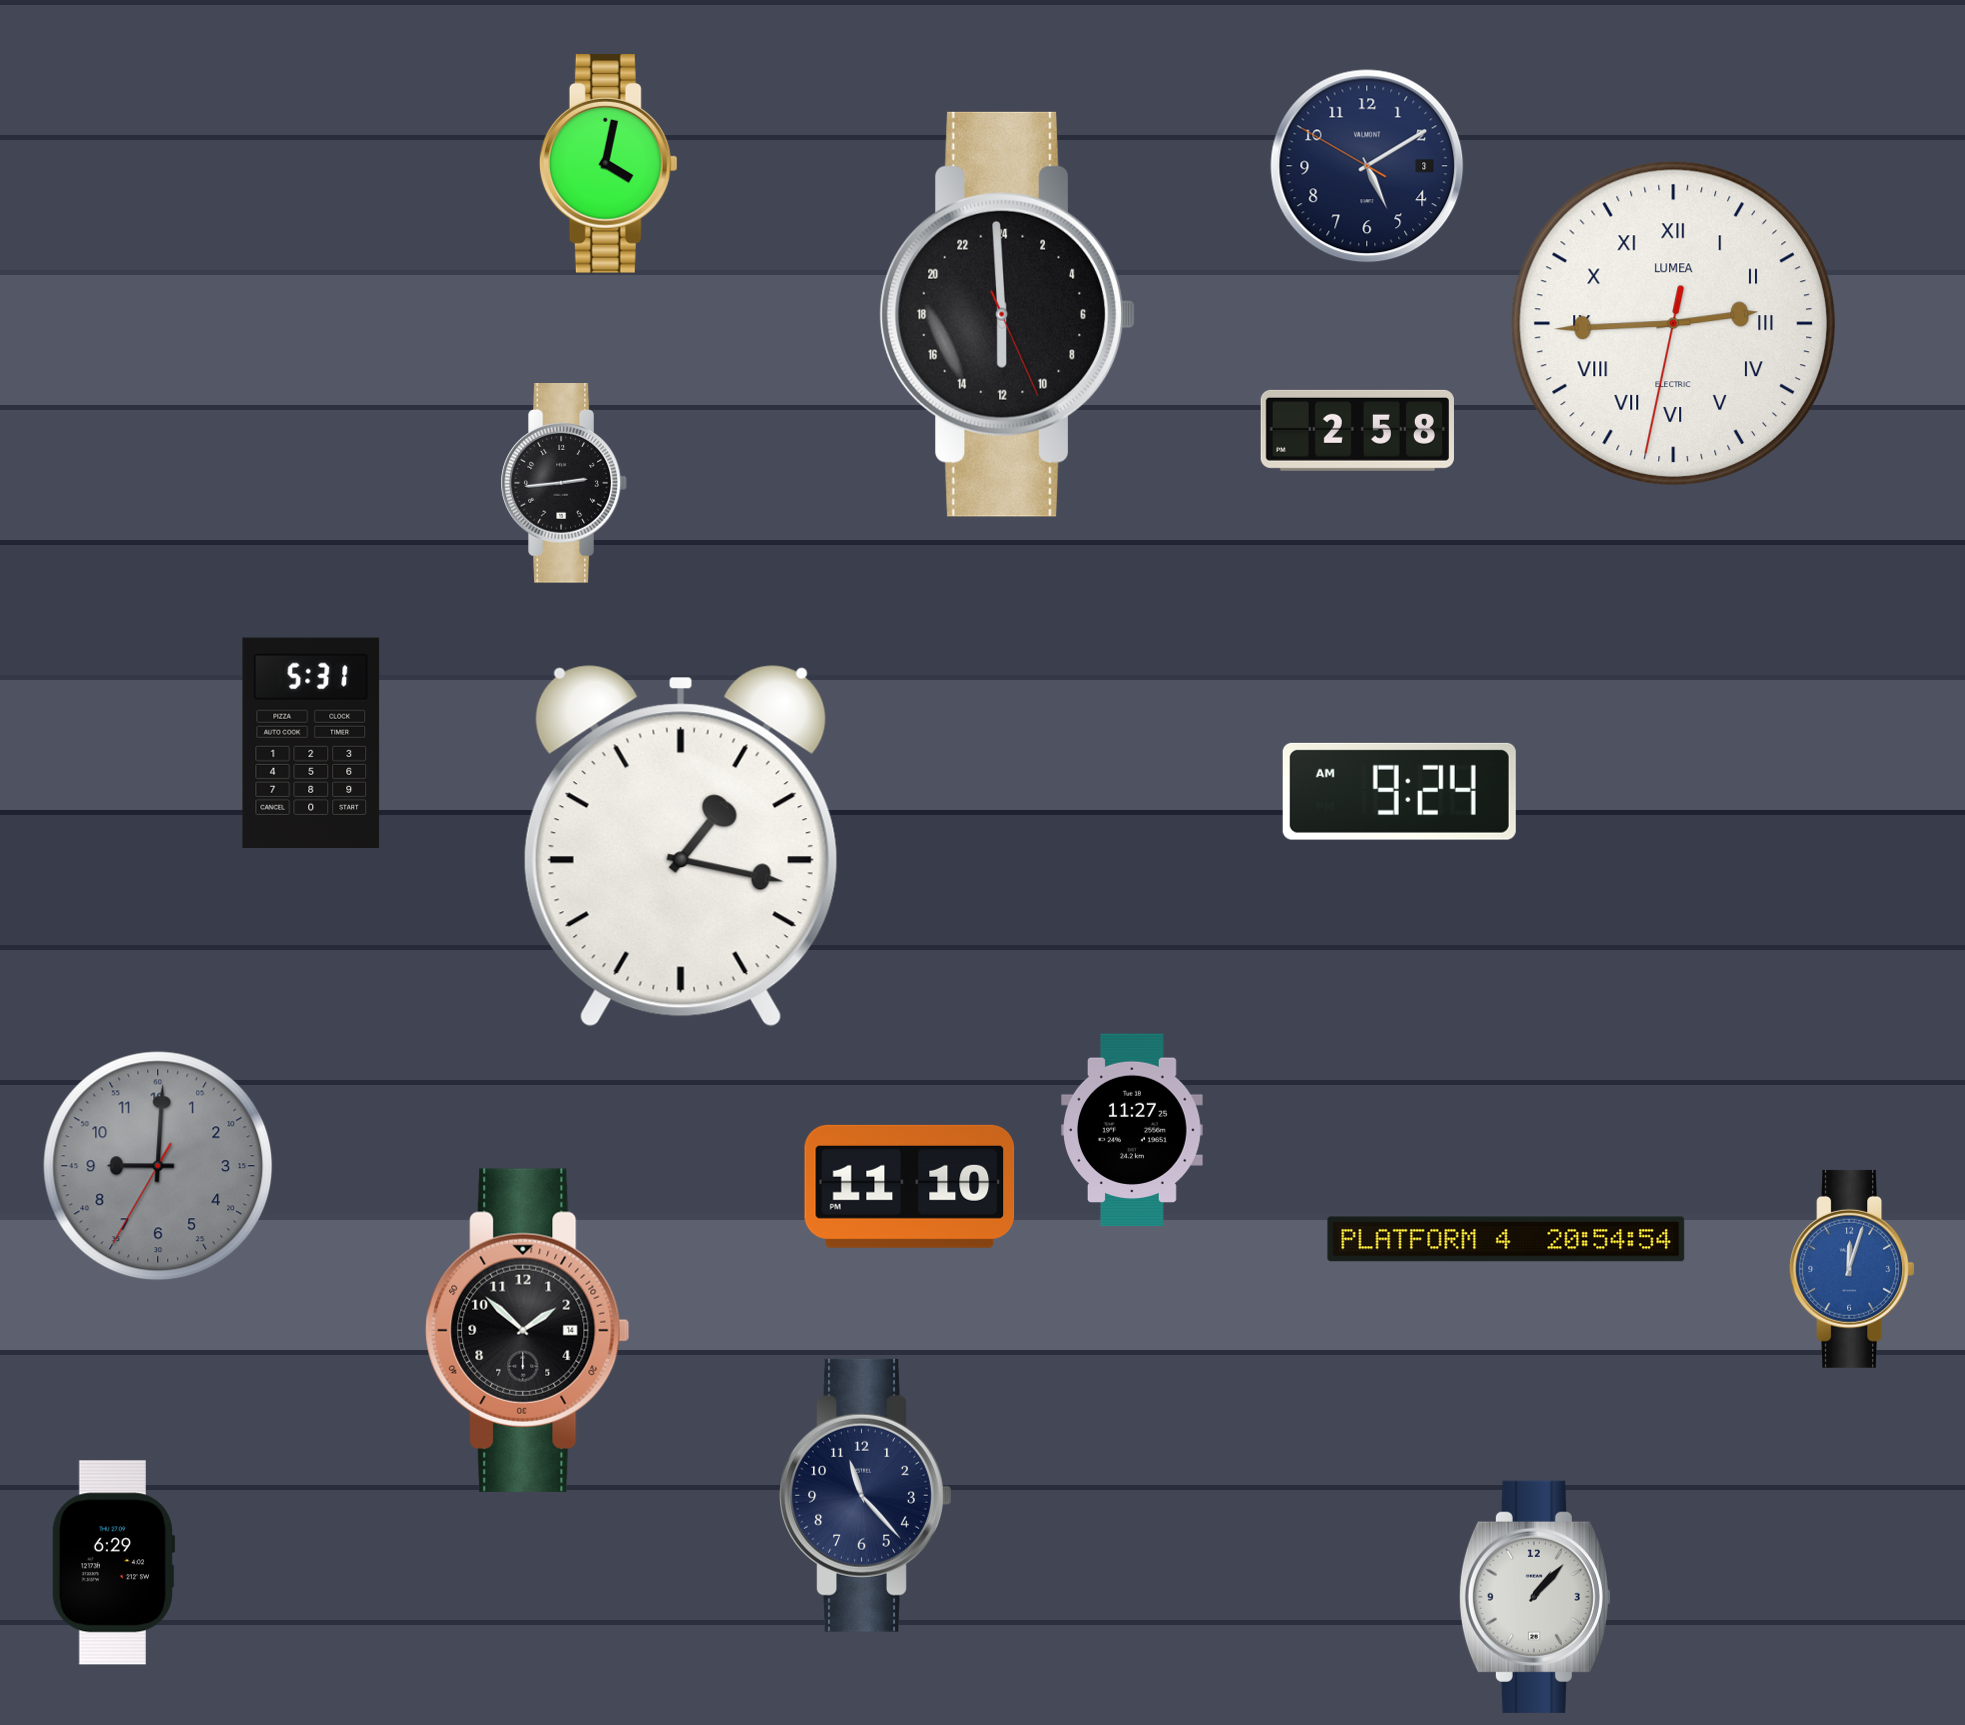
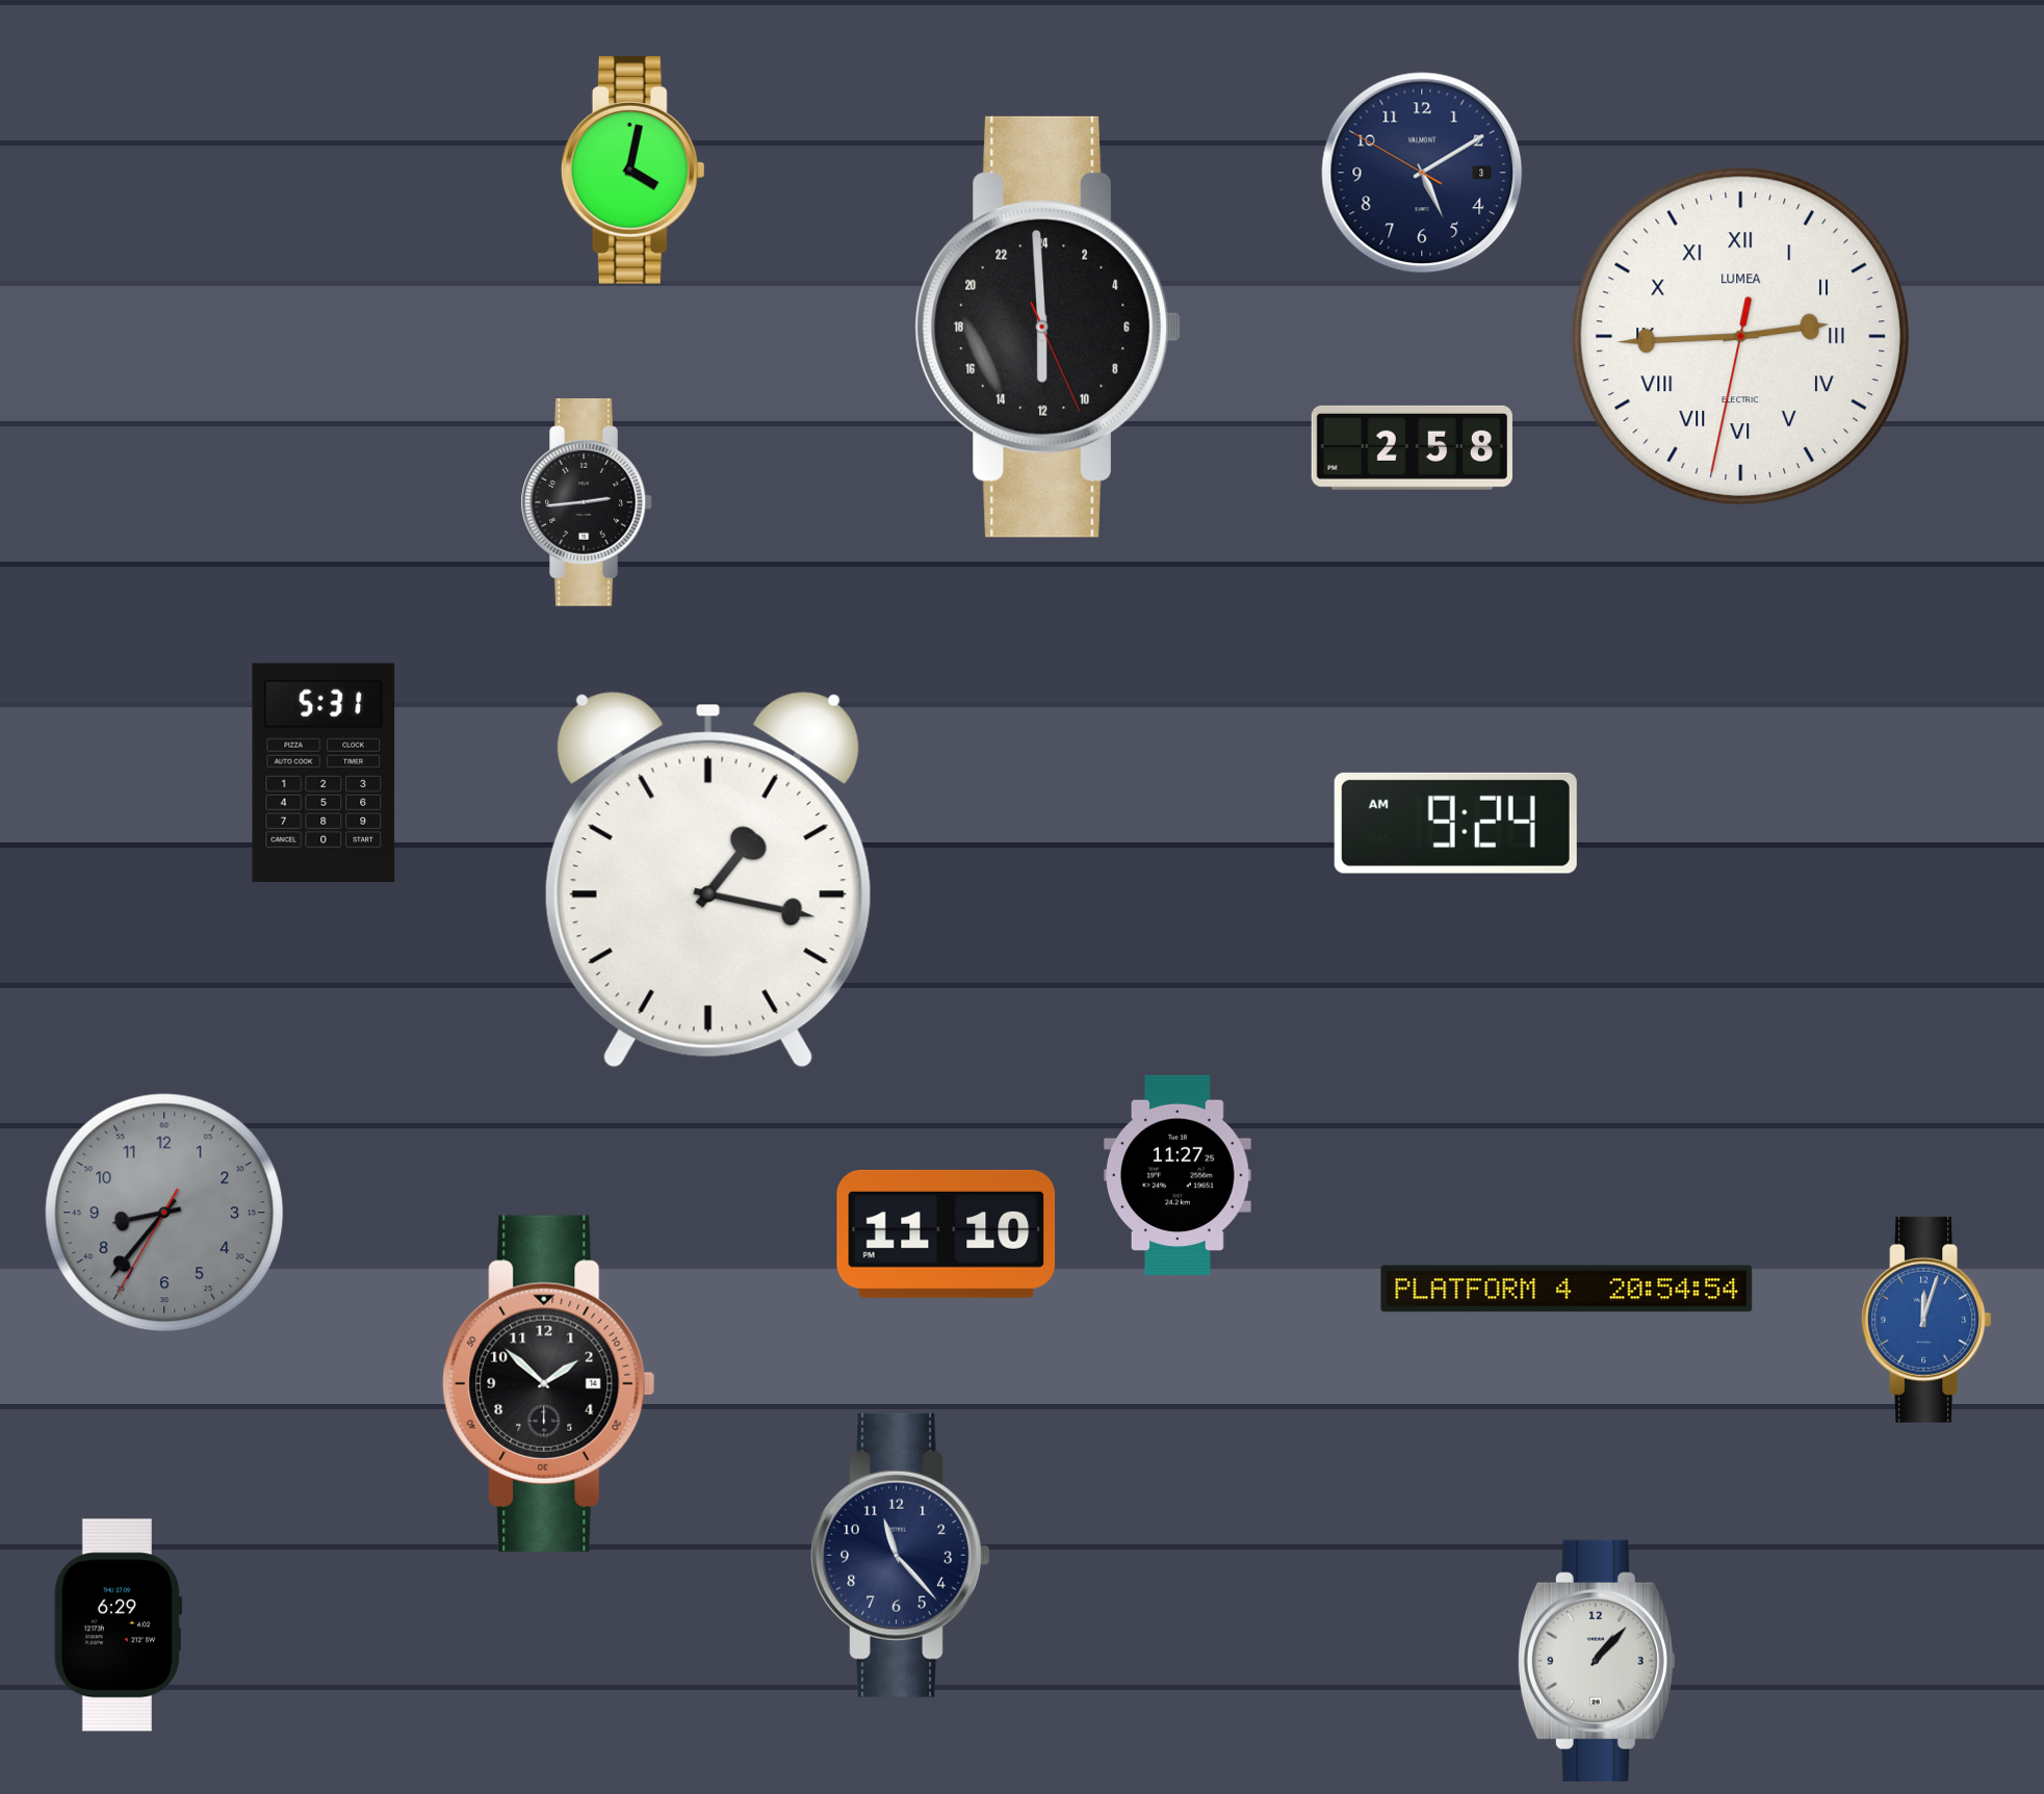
clock at (158, 1166): 9:00 -> 8:36
